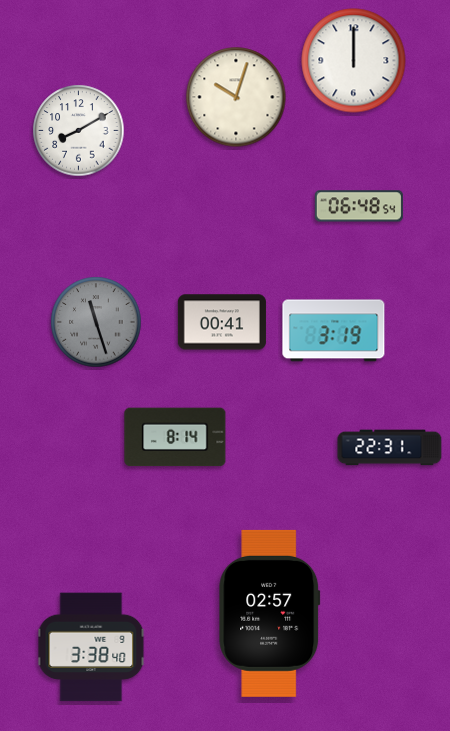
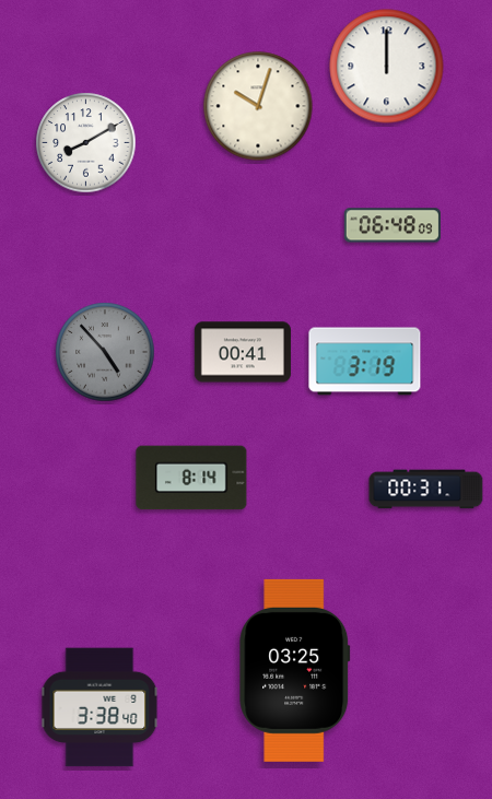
clock at (359, 206): 06:48:54 -> 06:48:09
clock at (96, 322): 11:27 -> 4:53
clock at (390, 448): 22:31 -> 00:31
clock at (270, 613): 02:57 -> 03:25
